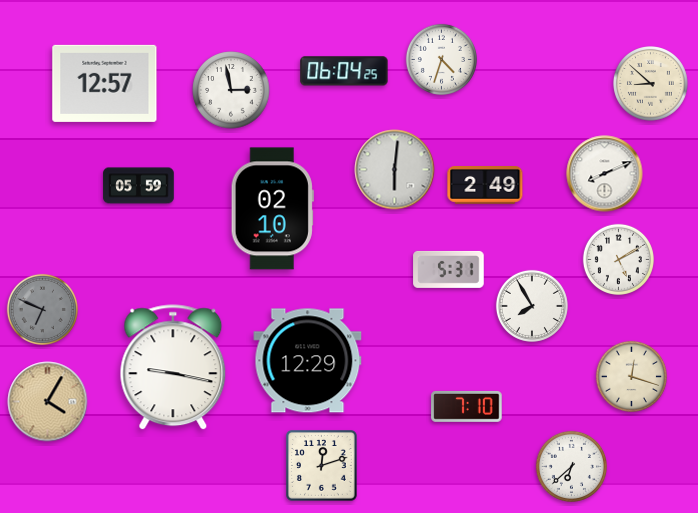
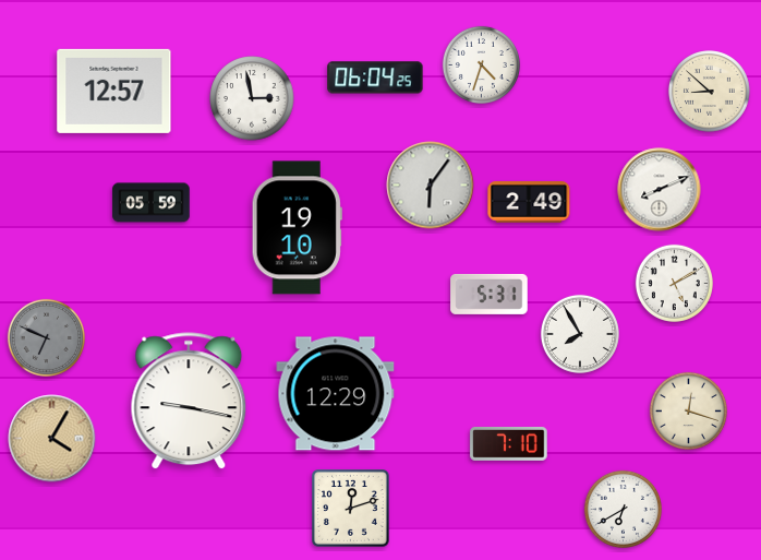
clock at (395, 170): 6:01 -> 6:06
clock at (272, 209): 02:10 -> 19:10
clock at (571, 466): 6:38 -> 6:40
